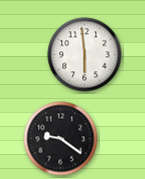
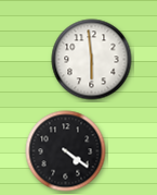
clock at (61, 139): 9:21 -> 4:21
